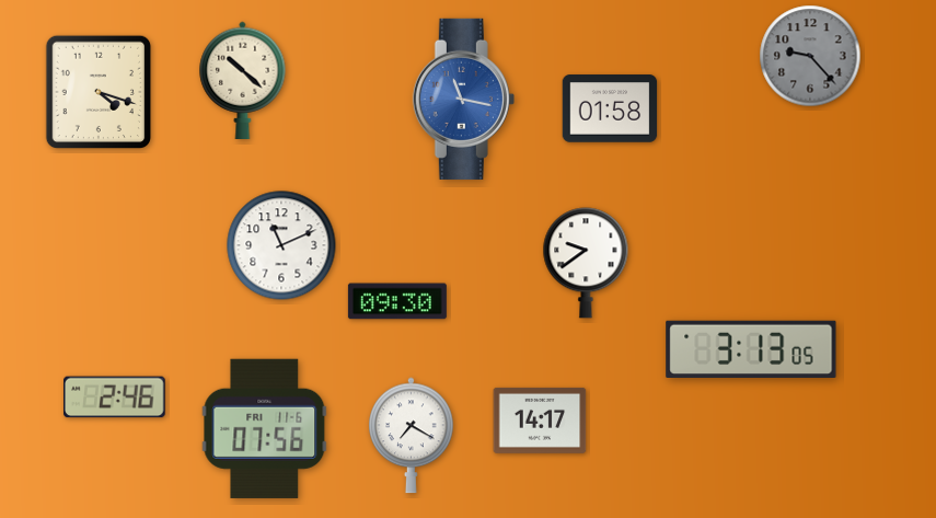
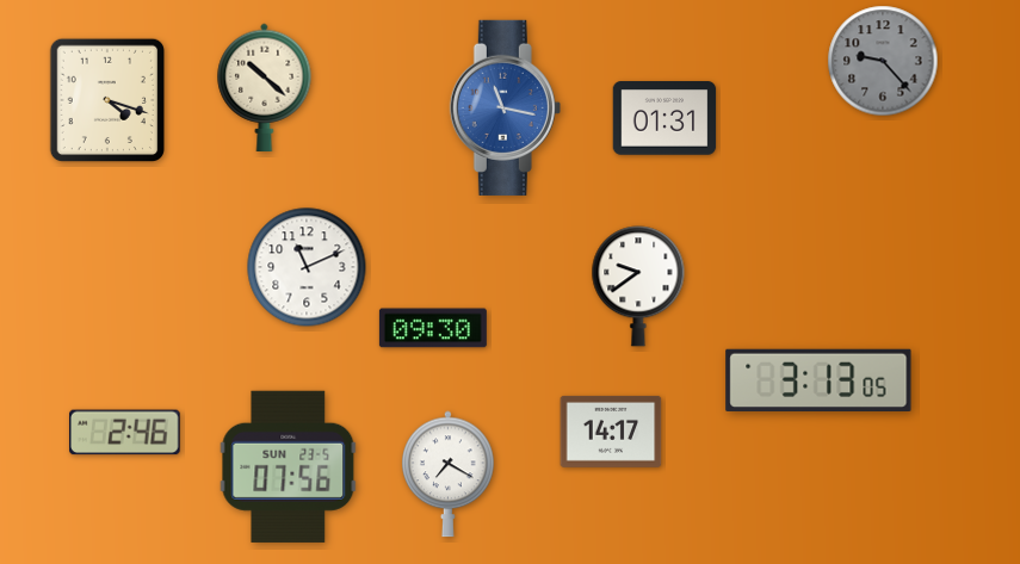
clock at (610, 108): 01:58 -> 01:31
clock at (540, 421) position: (540, 421) -> (611, 432)
clock at (265, 428) date: FRI 11-6 -> SUN 23-5
